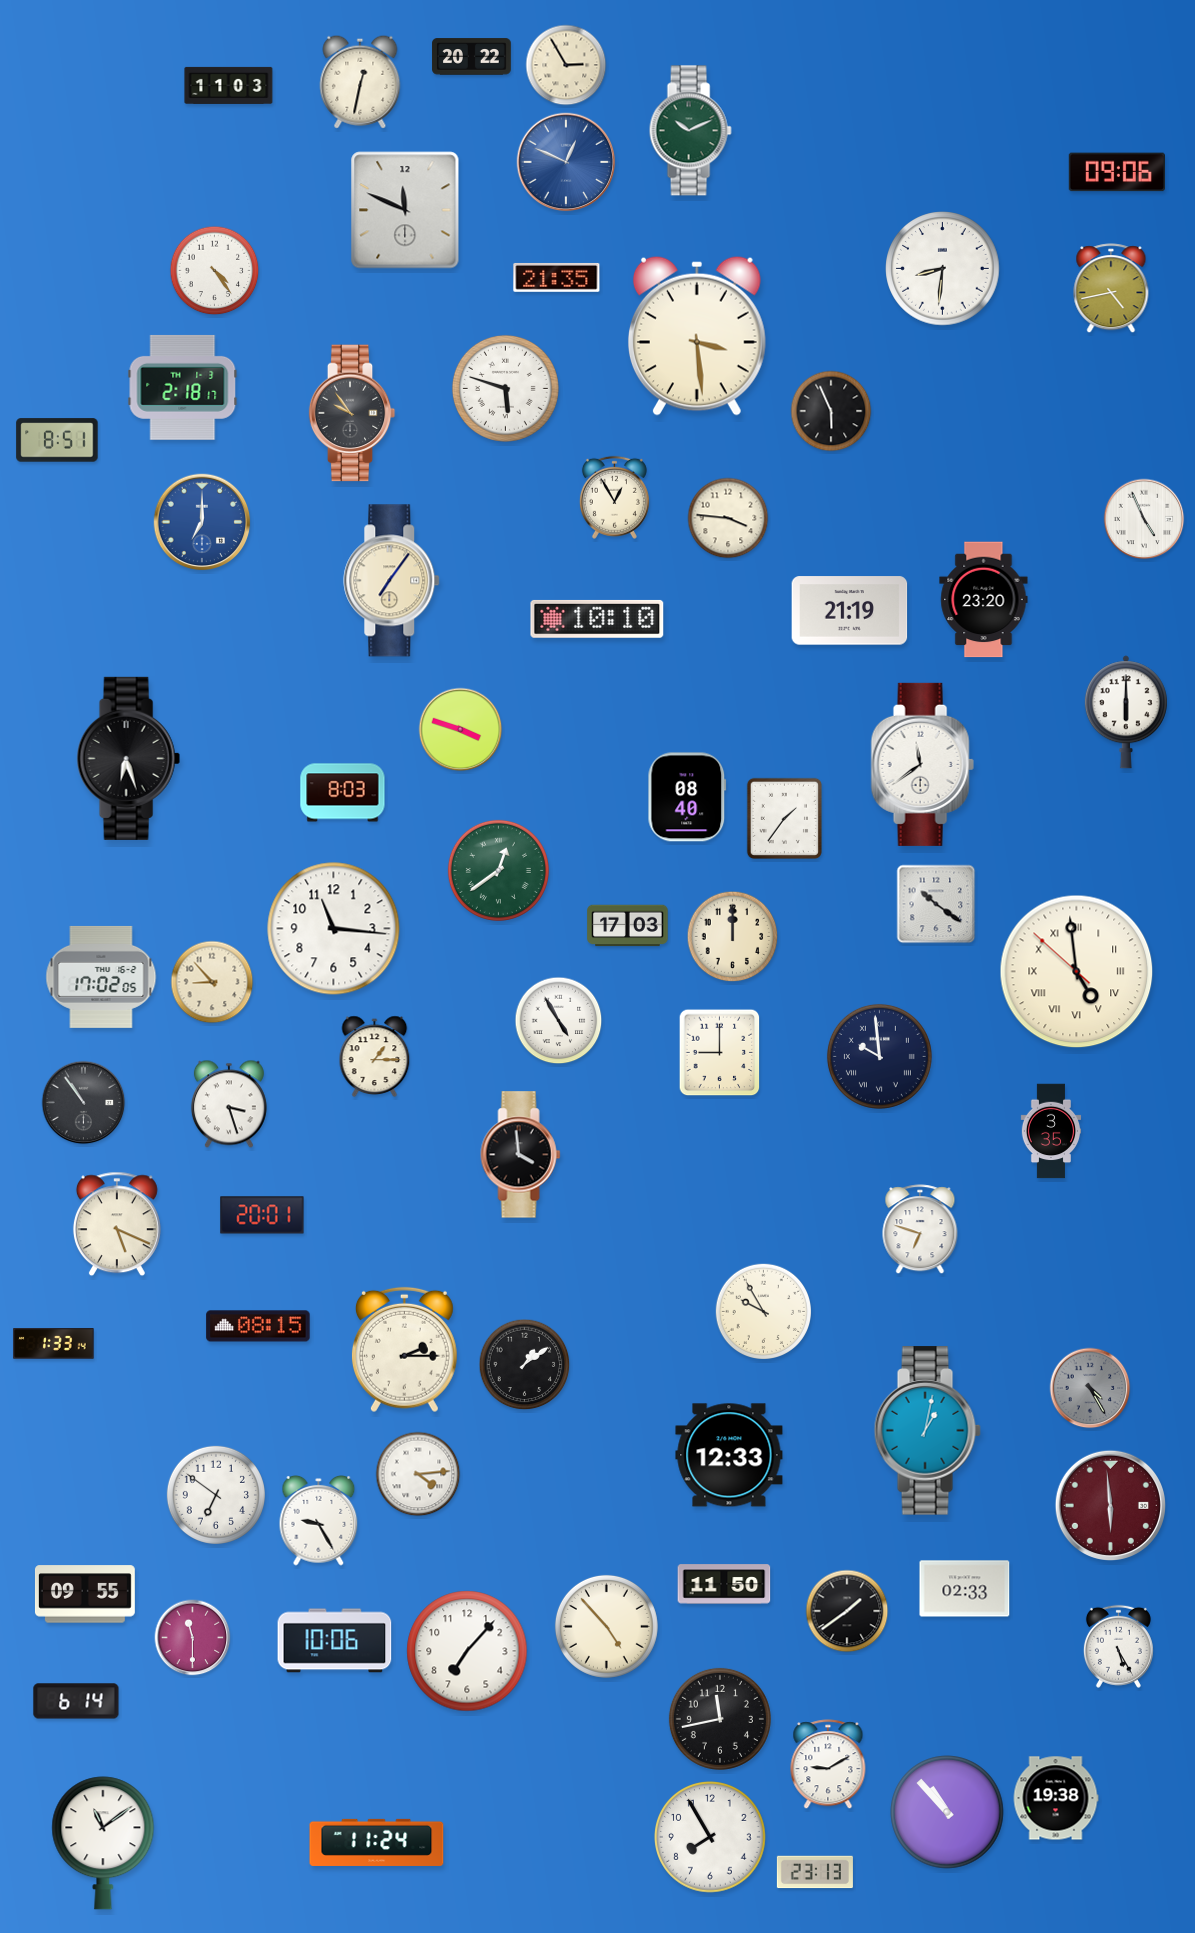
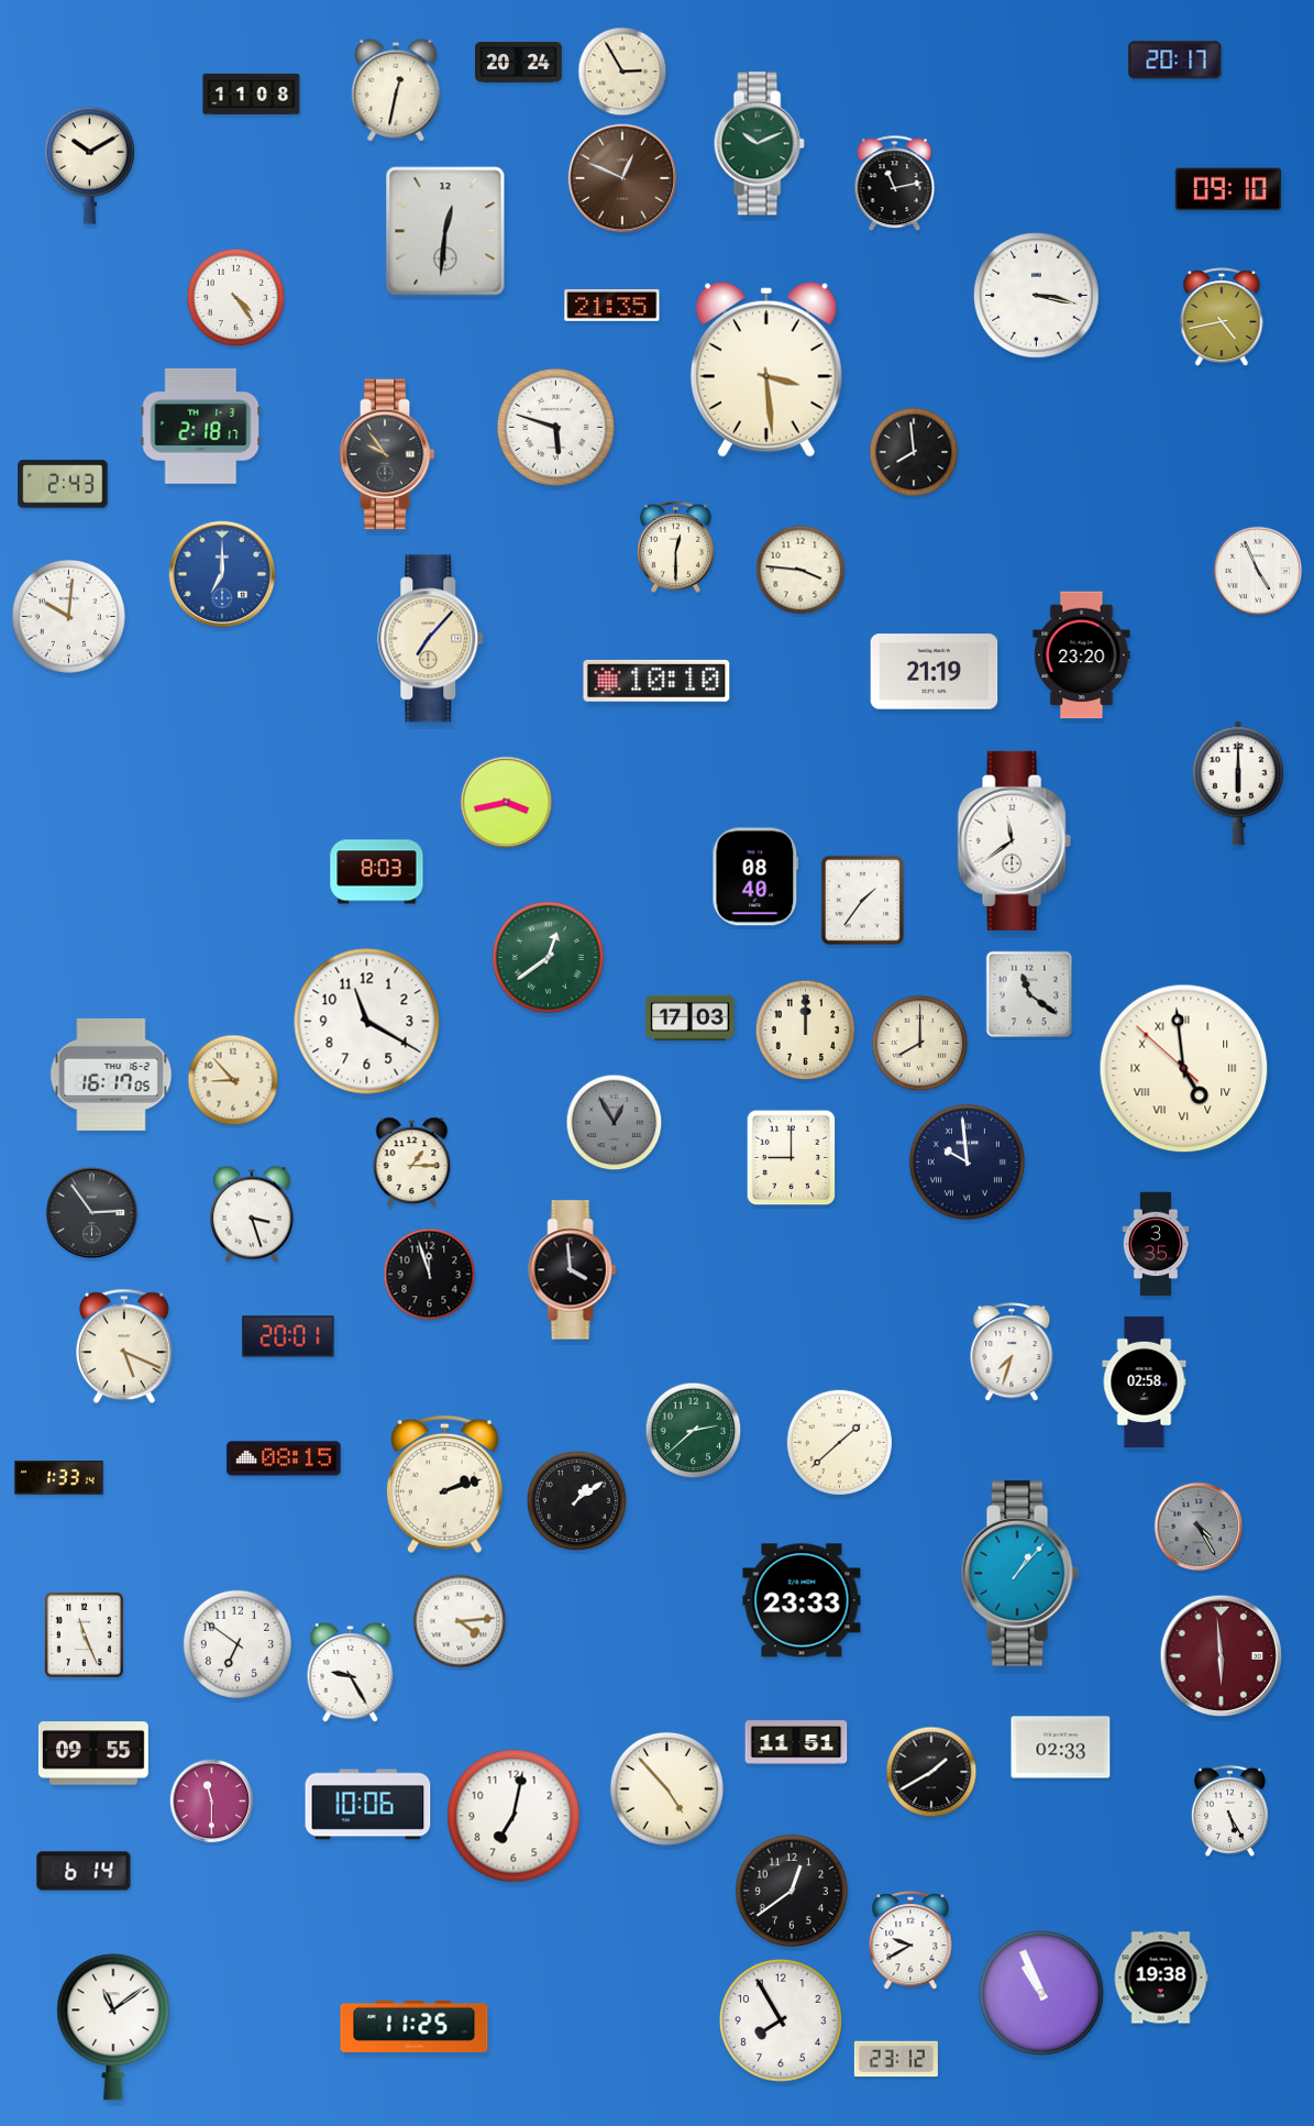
clock at (1175, 60): none -> 20:17
clock at (472, 57): 20:22 -> 20:24
clock at (229, 85): 11:03 -> 11:08
clock at (89, 165): none -> 10:10
clock at (566, 162) dial: blue -> brown
clock at (895, 184): none -> 11:13
clock at (1117, 172): 09:06 -> 09:10
clock at (405, 210): 11:49 -> 12:31
clock at (943, 269): 8:31 -> 3:17
clock at (831, 411): 5:56 -> 7:59
clock at (57, 440): 8:51 -> 2:43
clock at (614, 497): 12:55 -> 12:30
clock at (68, 616): none -> 10:01
clock at (392, 581): 7:06 -> 7:07
clock at (984, 600) position: (984, 600) -> (1082, 656)
clock at (461, 730): 3:48 -> 3:43
clock at (128, 758): 6:27 -> none
clock at (936, 904): 10:21 -> 11:21
clock at (334, 929): 11:16 -> 11:20
clock at (920, 1044): none -> 8:00
clock at (101, 977): 17:02 -> 16:17
clock at (559, 1021): 4:55 -> 12:55
clock at (559, 1021) dial: white -> grey
clock at (84, 1103): 10:54 -> 2:54
clock at (430, 1275): none -> 11:57
clock at (117, 1224) position: (117, 1224) -> (124, 1346)
clock at (920, 1230): 6:48 -> 7:33
clock at (1145, 1381): none -> 02:58
clock at (694, 1431): none -> 2:38
clock at (763, 1311): 9:55 -> 1:38
clock at (404, 1350): 2:15 -> 2:12
clock at (927, 1431): 1:02 -> 1:07
clock at (729, 1455): 12:33 -> 23:33
clock at (84, 1634): none -> 11:26
clock at (724, 1584): 11:50 -> 11:51
clock at (847, 1611): 1:39 -> 1:40
clock at (467, 1651): 7:07 -> 7:02
clock at (720, 1719): 11:43 -> 12:39
clock at (828, 1765): 9:10 -> 9:40
clock at (947, 1812): 10:53 -> 10:56
clock at (377, 1842): 11:24 -> 11:25
clock at (815, 1872): 23:13 -> 23:12
